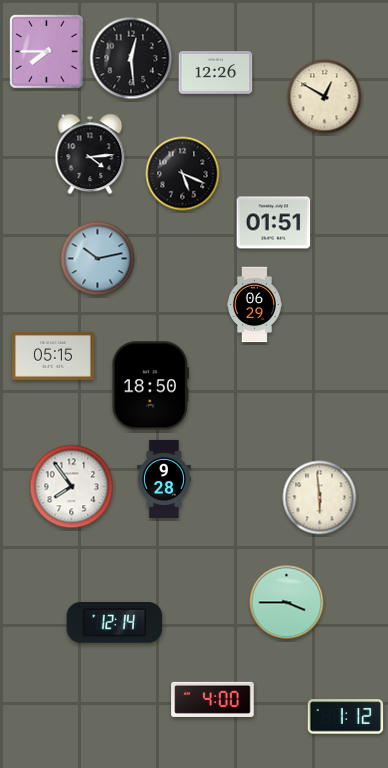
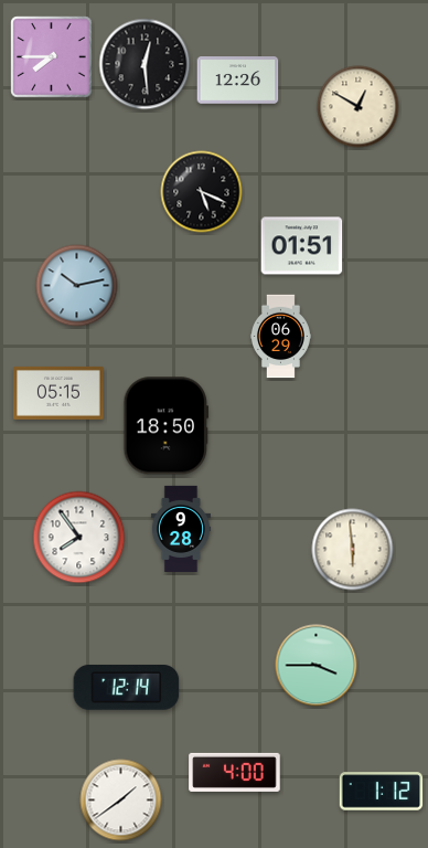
clock at (90, 154): 4:14 -> none
clock at (98, 259) position: (98, 259) -> (77, 286)
clock at (121, 801): none -> 1:39
